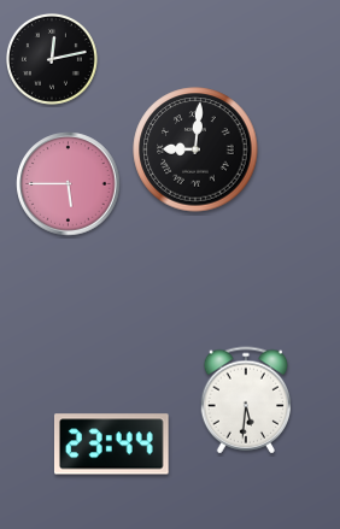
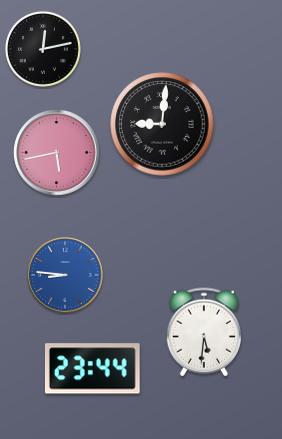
clock at (69, 184): 5:45 -> 5:43
clock at (65, 275): none -> 8:46
